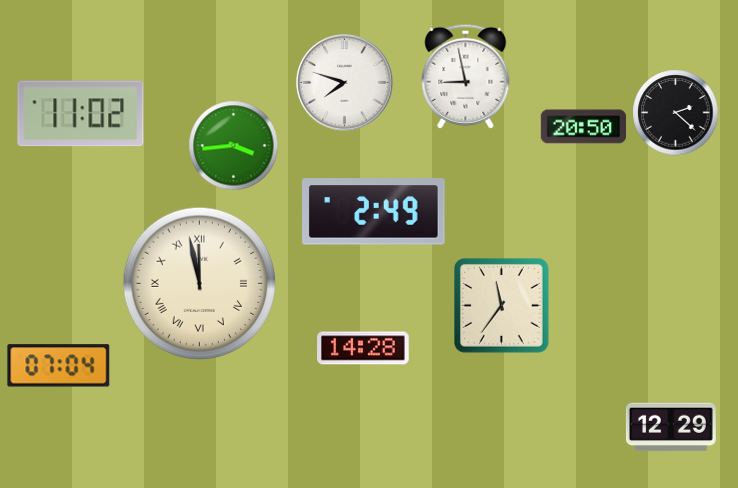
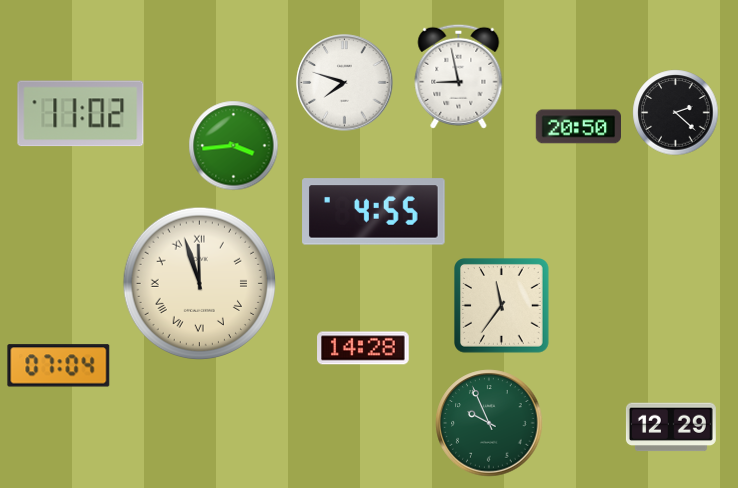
clock at (466, 76) position: (466, 76) -> (459, 76)
clock at (583, 127) position: (583, 127) -> (578, 127)
clock at (374, 212): 2:49 -> 4:55
clock at (200, 284): 11:58 -> 11:57
clock at (489, 423): none -> 9:56
